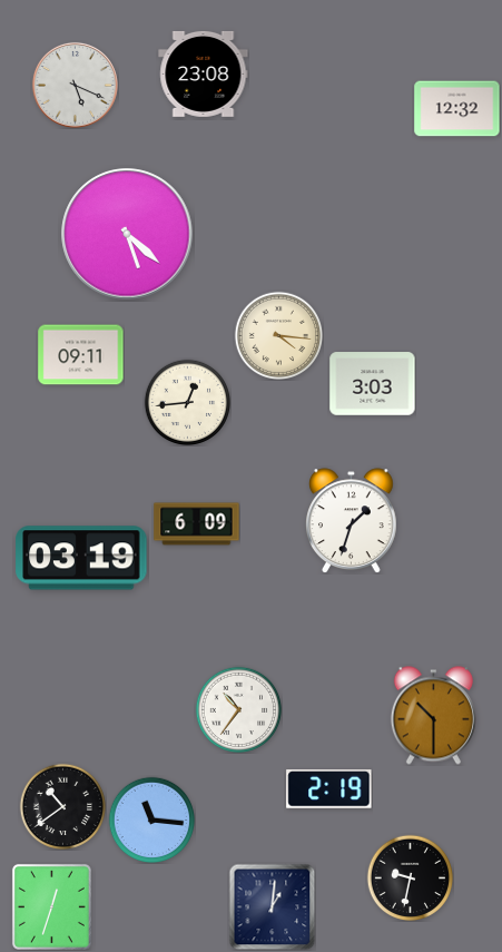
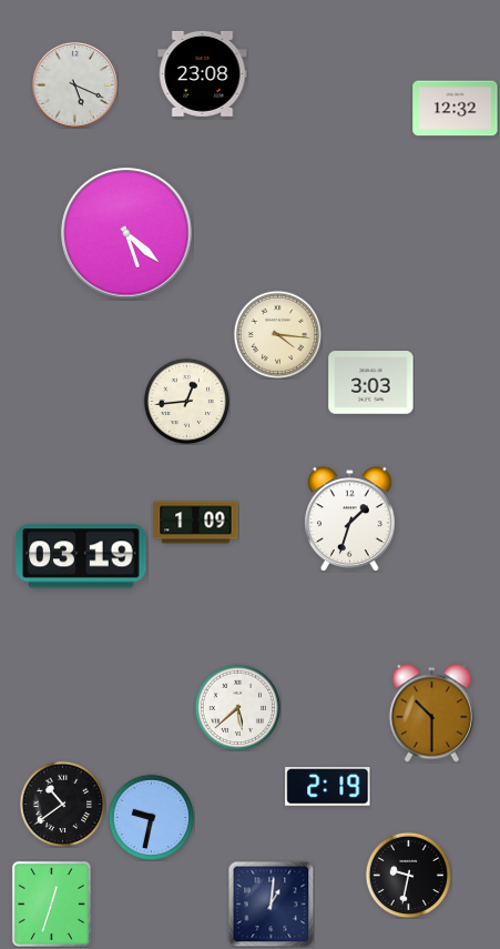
clock at (81, 355): 09:11 -> none
clock at (197, 524): 6:09 -> 1:09
clock at (238, 709): 10:36 -> 5:38
clock at (151, 819): 11:16 -> 9:32
